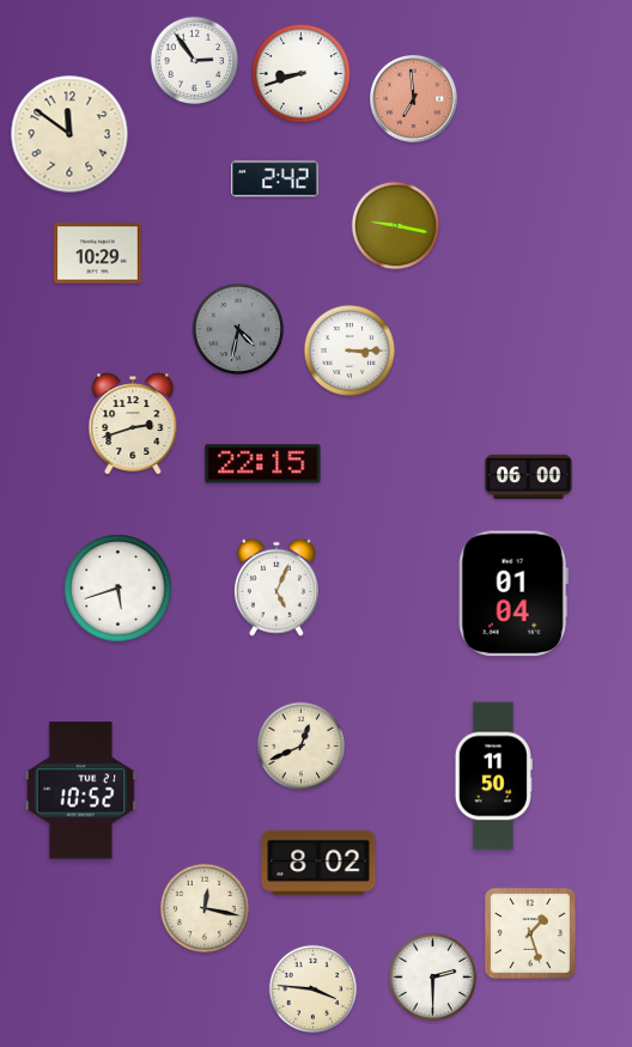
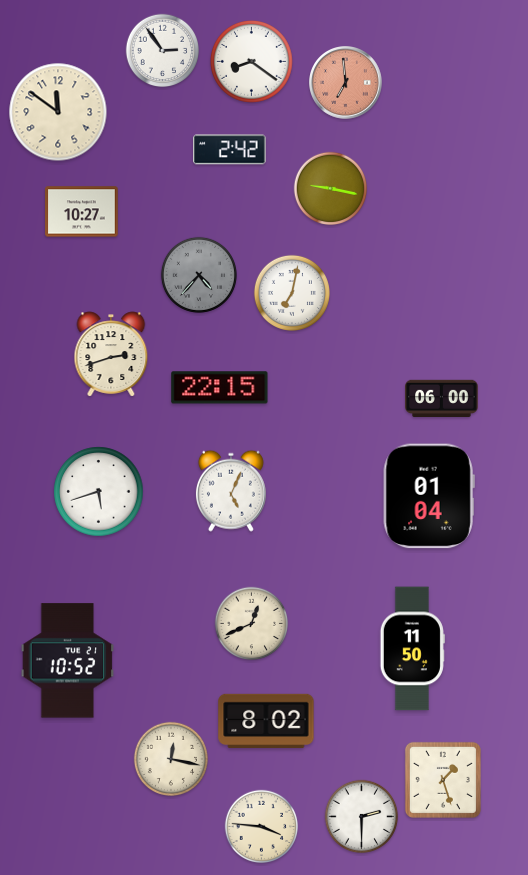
clock at (300, 73): 8:42 -> 8:21
clock at (98, 254): 10:29 -> 10:27
clock at (238, 329): 4:32 -> 4:37
clock at (350, 351): 3:15 -> 7:02
